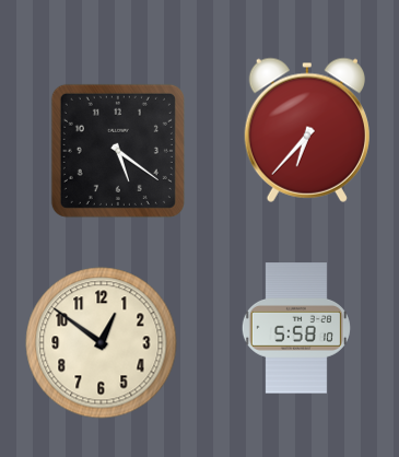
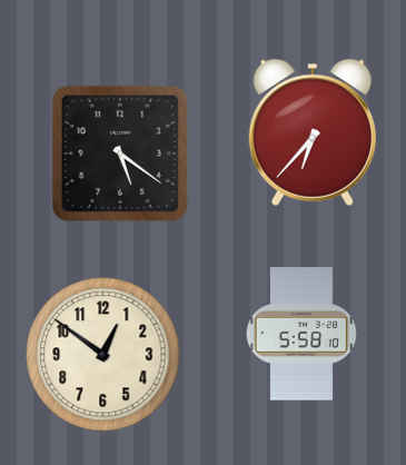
clock at (102, 343) position: (102, 343) -> (103, 355)
